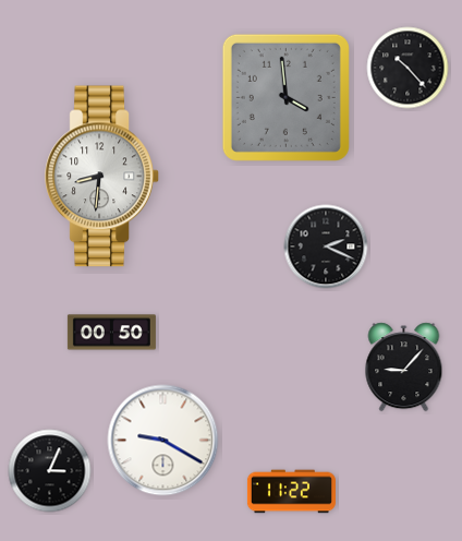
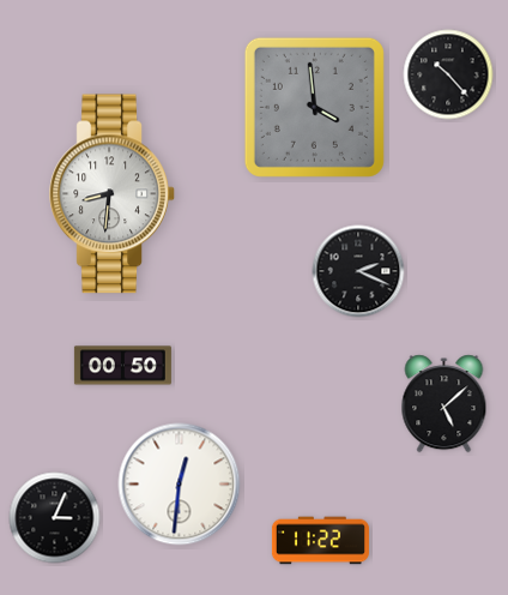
clock at (404, 368): 9:07 -> 5:08
clock at (163, 441): 9:20 -> 12:31
